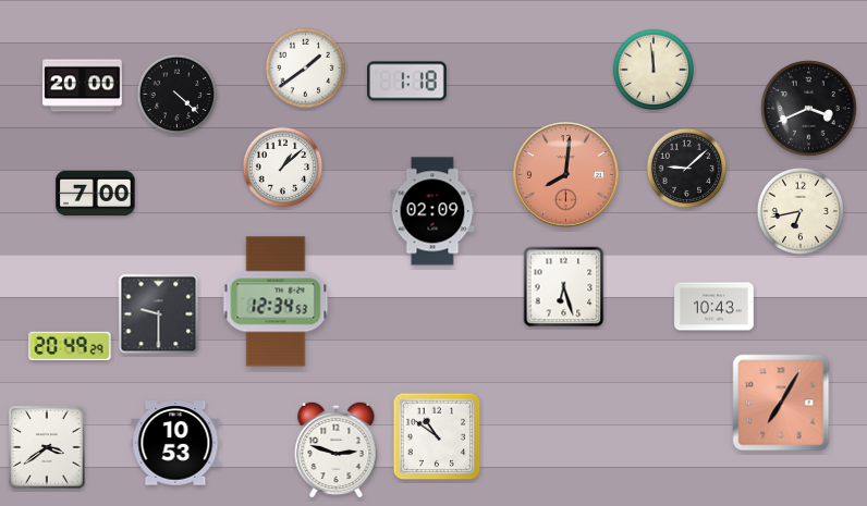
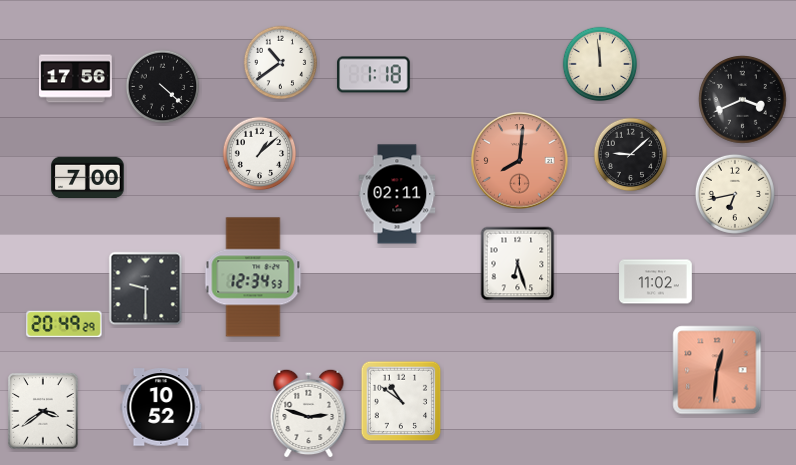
clock at (306, 69): 1:39 -> 10:39
clock at (83, 86): 20:00 -> 17:56
clock at (432, 211): 02:09 -> 02:11
clock at (715, 307): 10:43 -> 11:02
clock at (70, 346) position: (70, 346) -> (64, 324)
clock at (781, 403): 7:05 -> 12:31
clock at (175, 443): 10:53 -> 10:52
